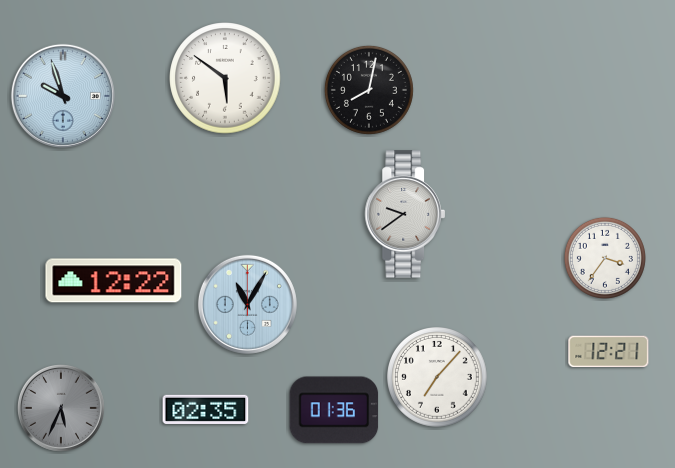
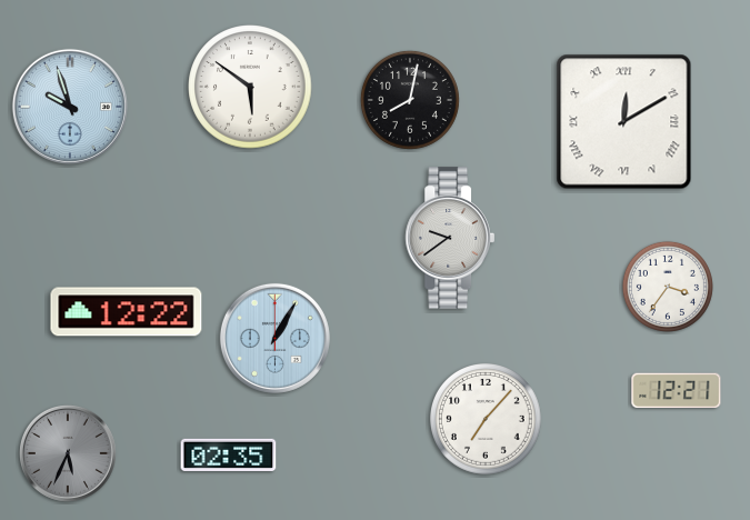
clock at (624, 122): none -> 12:10
clock at (605, 258) position: (605, 258) -> (668, 287)
clock at (247, 304): 11:05 -> 1:05
clock at (334, 410): 01:36 -> none
